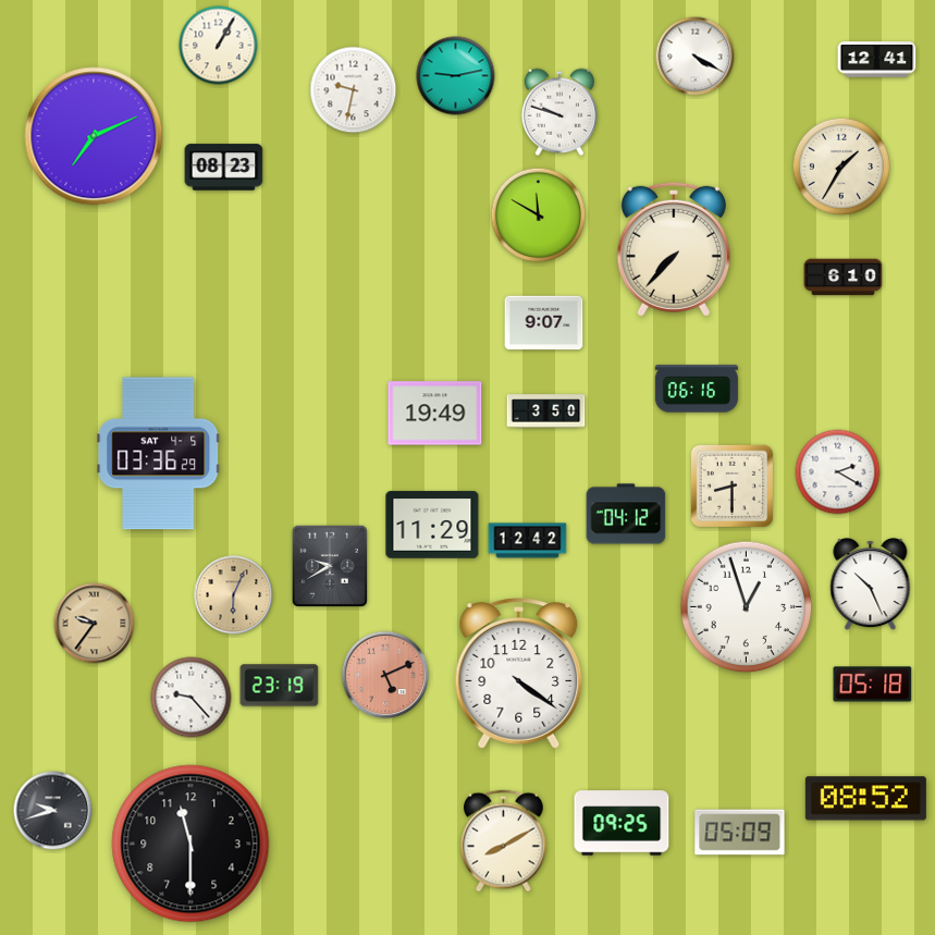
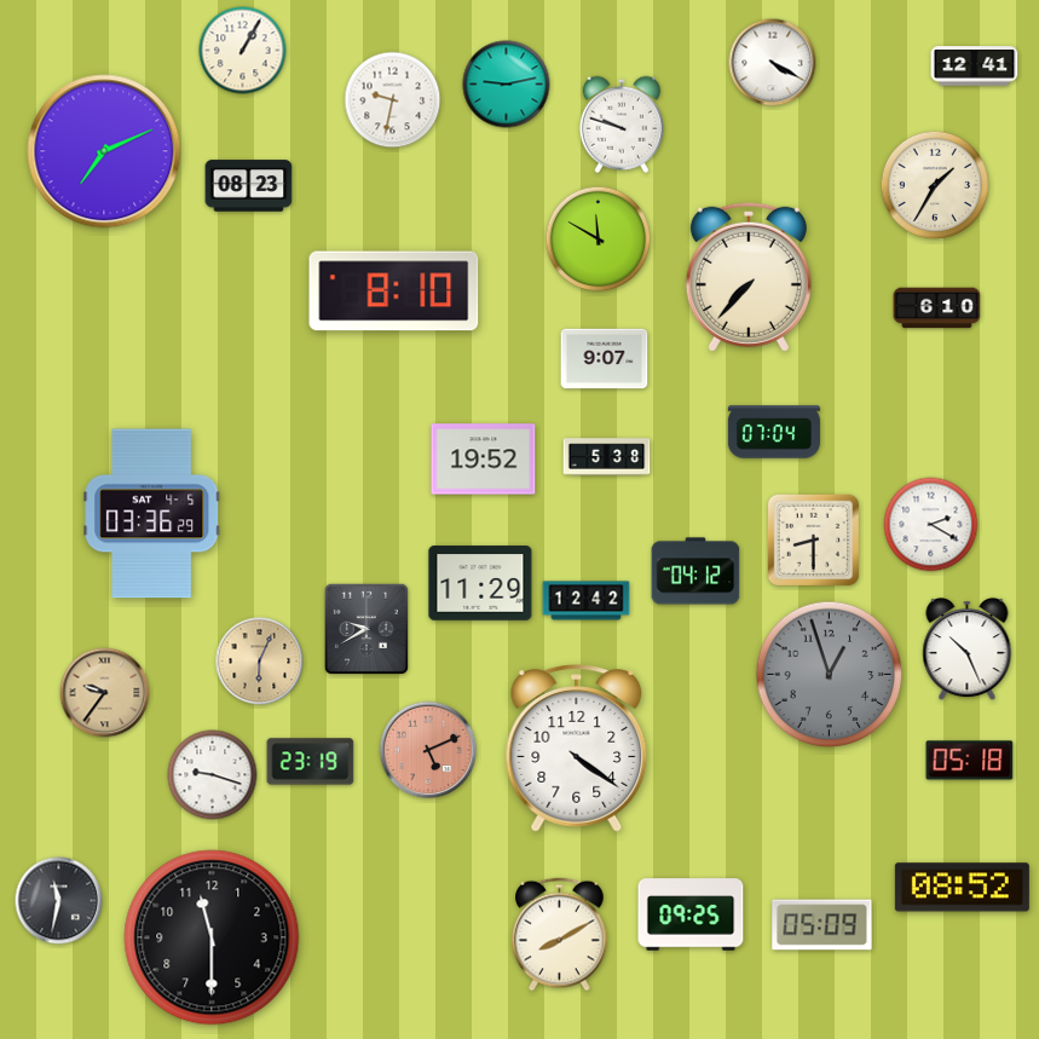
clock at (394, 292): none -> 8:10
clock at (697, 389): 06:16 -> 07:04
clock at (546, 411): 3:50 -> 5:38
clock at (435, 414): 19:49 -> 19:52
clock at (159, 454) position: (159, 454) -> (152, 514)
clock at (747, 607) dial: white -> grey
clock at (192, 698): 9:23 -> 9:18
clock at (53, 811): 9:42 -> 11:32
